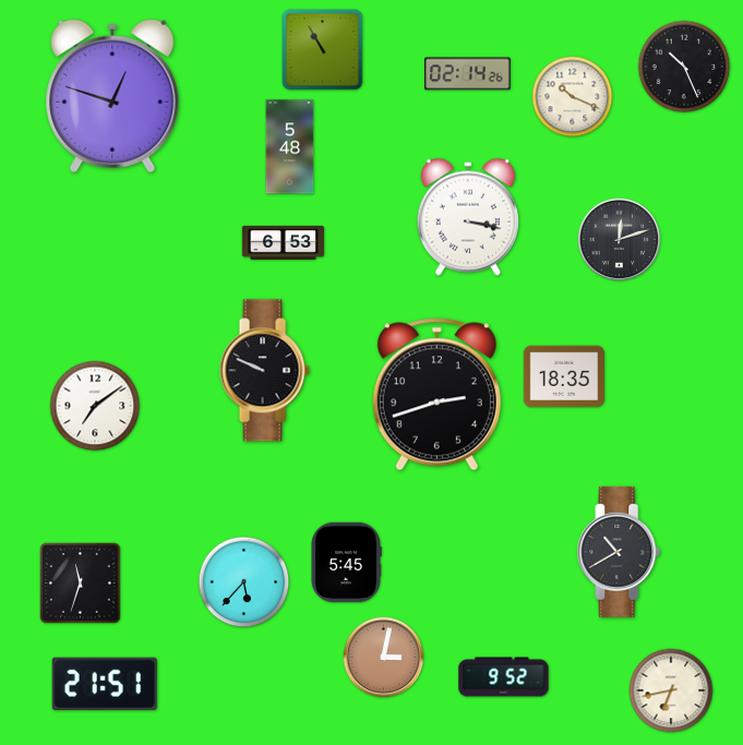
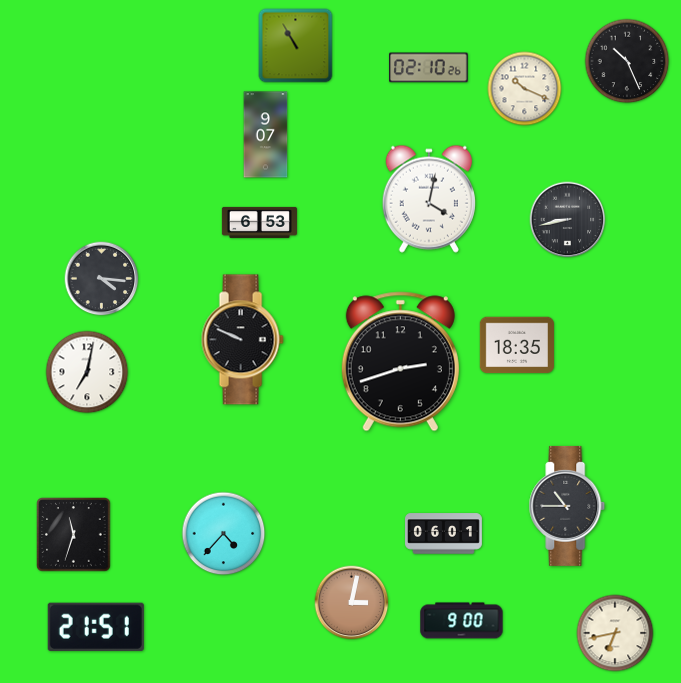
clock at (468, 74): 02:14 -> 02:10
clock at (112, 96): 12:48 -> none
clock at (290, 147): 5:48 -> 9:07
clock at (468, 217): 3:17 -> 4:02
clock at (620, 240): 12:12 -> 8:43
clock at (102, 279): none -> 4:16
clock at (95, 406): 7:09 -> 7:02
clock at (619, 552): 10:40 -> 10:45
clock at (346, 563): 5:45 -> none
clock at (244, 582): 5:37 -> 4:37
clock at (444, 534): none -> 06:01
clock at (504, 677): 9:52 -> 9:00
